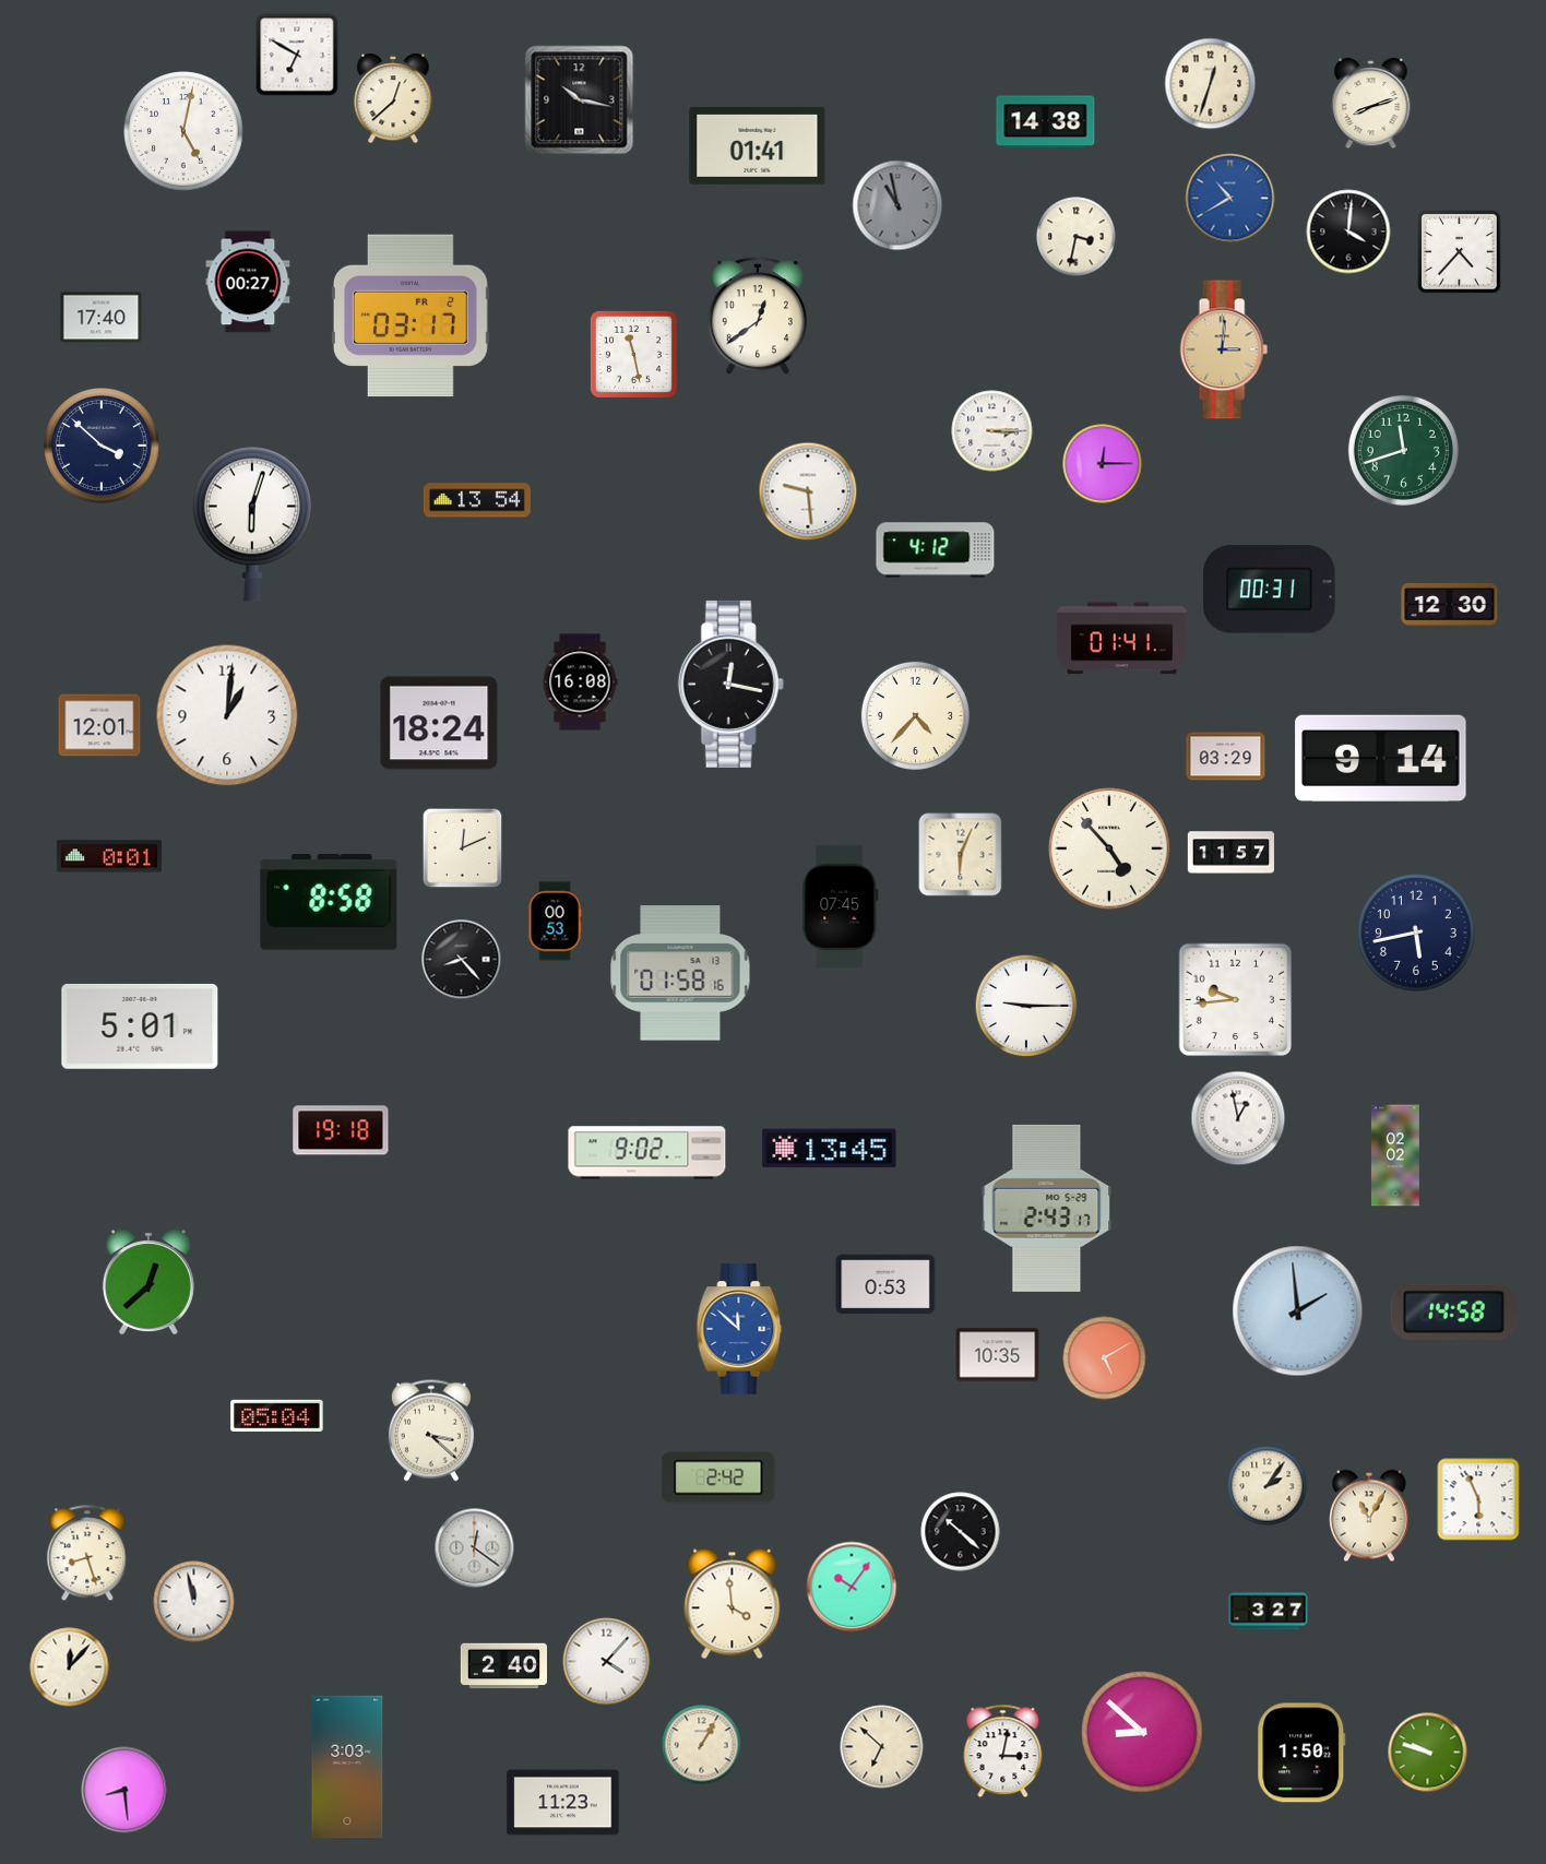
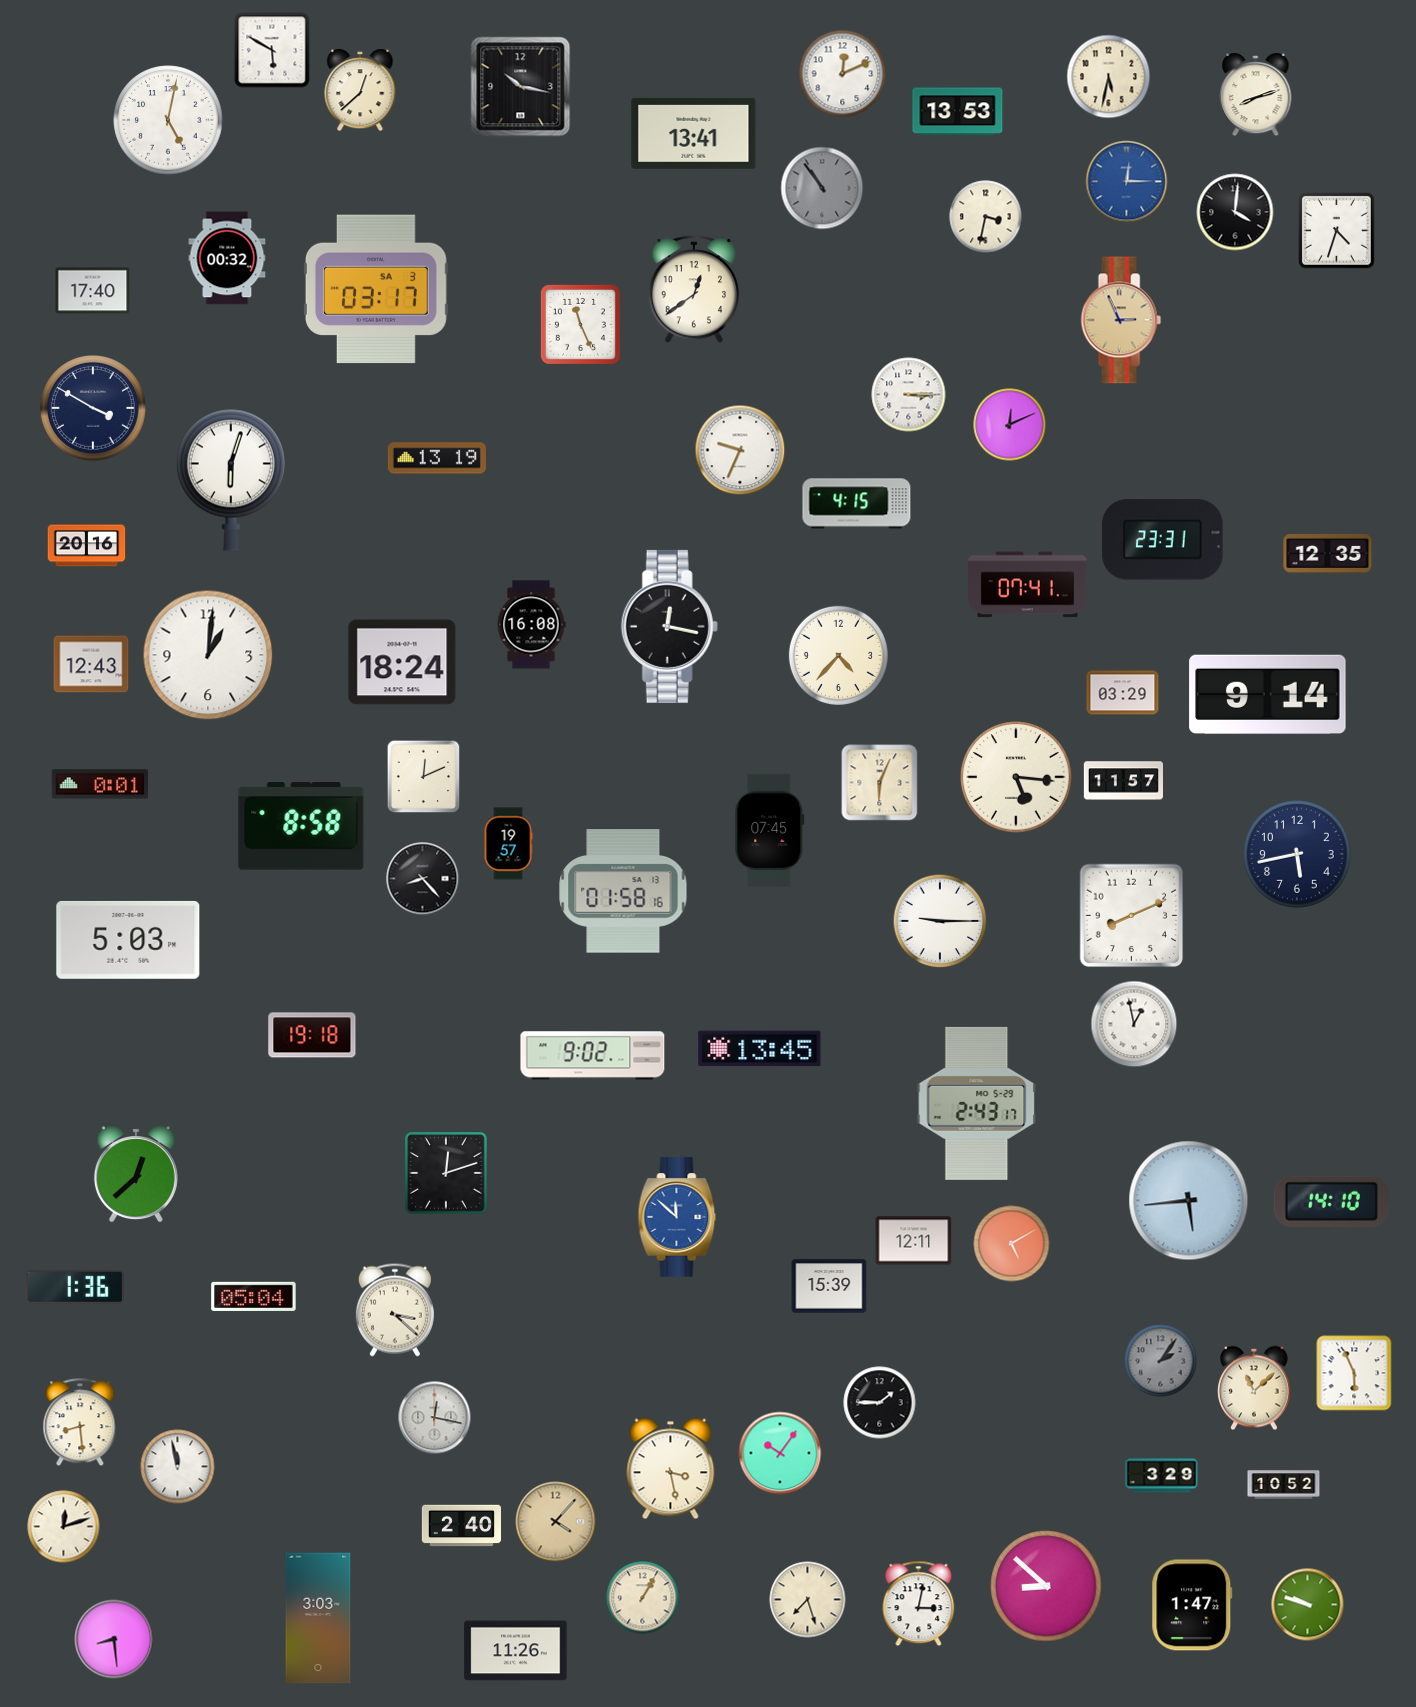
clock at (297, 55): 6:50 -> 5:50
clock at (843, 74): none -> 12:11
clock at (1211, 84): 12:33 -> 5:32
clock at (580, 100) position: (580, 100) -> (521, 87)
clock at (1046, 122): 14:38 -> 13:53
clock at (758, 145): 01:41 -> 13:41
clock at (1230, 199): 10:40 -> 12:15
clock at (897, 205): 10:58 -> 10:54
clock at (1460, 252): 4:37 -> 4:33
clock at (248, 282): 00:27 -> 00:32
clock at (411, 316) date: FR 2 -> SA 3
clock at (1224, 349): 3:01 -> 2:56
clock at (633, 354): 11:28 -> 11:26
clock at (103, 447): 3:52 -> 3:50
clock at (1403, 450): 11:42 -> none
clock at (1103, 464): 12:15 -> 12:11
clock at (808, 491): 9:29 -> 9:34
clock at (477, 500): 13:54 -> 13:19
clock at (936, 550): 4:12 -> 4:15
clock at (1270, 590): 00:31 -> 23:31
clock at (87, 546): none -> 20:16
clock at (1450, 605): 12:30 -> 12:35
clock at (1122, 639): 01:41 -> 07:41
clock at (99, 725): 12:01 -> 12:43
clock at (1381, 759) position: (1381, 759) -> (1268, 695)
clock at (1109, 848): 4:53 -> 5:16
clock at (1230, 853) position: (1230, 853) -> (1123, 781)
clock at (555, 922): 00:53 -> 19:57
clock at (1236, 1000): 9:44 -> 8:11
clock at (140, 1026): 5:01 -> 5:03
clock at (830, 1149) position: (830, 1149) -> (760, 1049)
clock at (1395, 1155): 02:02 -> none
clock at (1047, 1208) position: (1047, 1208) -> (977, 1103)
clock at (447, 1174): none -> 12:12
clock at (885, 1284): 0:53 -> none
clock at (1298, 1311): 1:59 -> 5:44
clock at (1453, 1311): 14:58 -> 14:10
clock at (998, 1355): 10:35 -> 12:11
clock at (829, 1286): none -> 15:39
clock at (75, 1287): none -> 1:36
clock at (718, 1477): 2:42 -> none
clock at (1268, 1486) dial: cream -> grey
clock at (1369, 1516): 11:05 -> 11:08
clock at (961, 1532): 10:22 -> 1:45
clock at (475, 1548): 12:21 -> 12:17
clock at (87, 1554): 8:27 -> 8:29
clock at (733, 1604): 3:59 -> 3:28
clock at (1269, 1612): 3:27 -> 3:29
clock at (1284, 1485): none -> 10:52
clock at (607, 1662) dial: white -> champagne
clock at (70, 1667): 12:07 -> 12:12
clock at (882, 1747): 6:52 -> 7:27
clock at (1301, 1753): 1:50 -> 1:47
clock at (563, 1803): 11:23 -> 11:26
